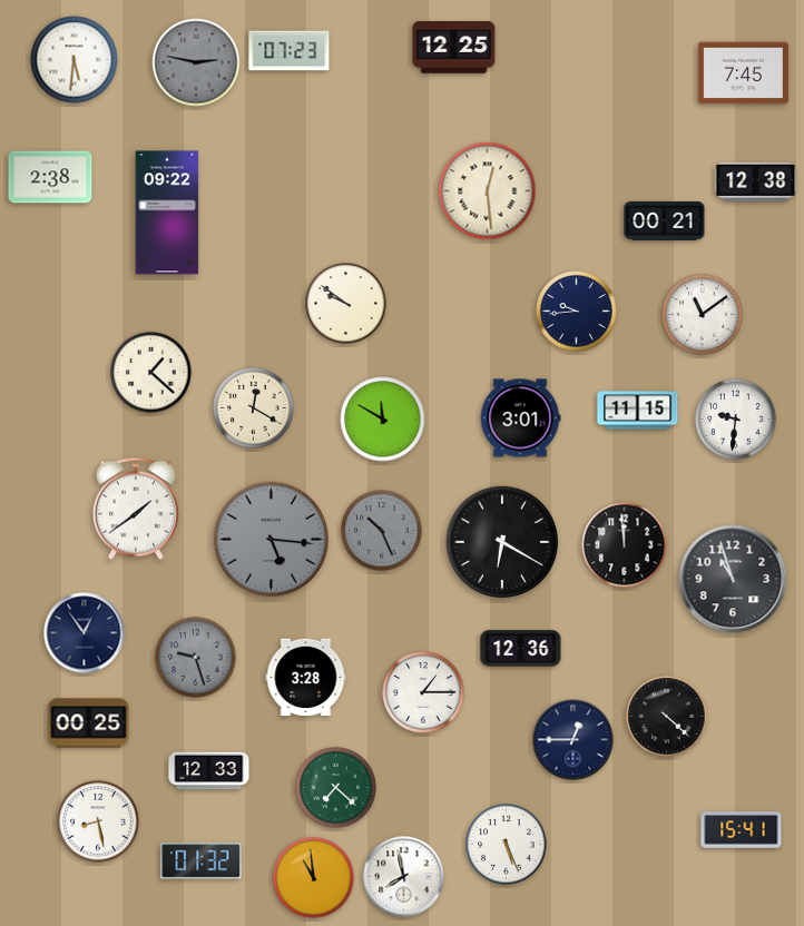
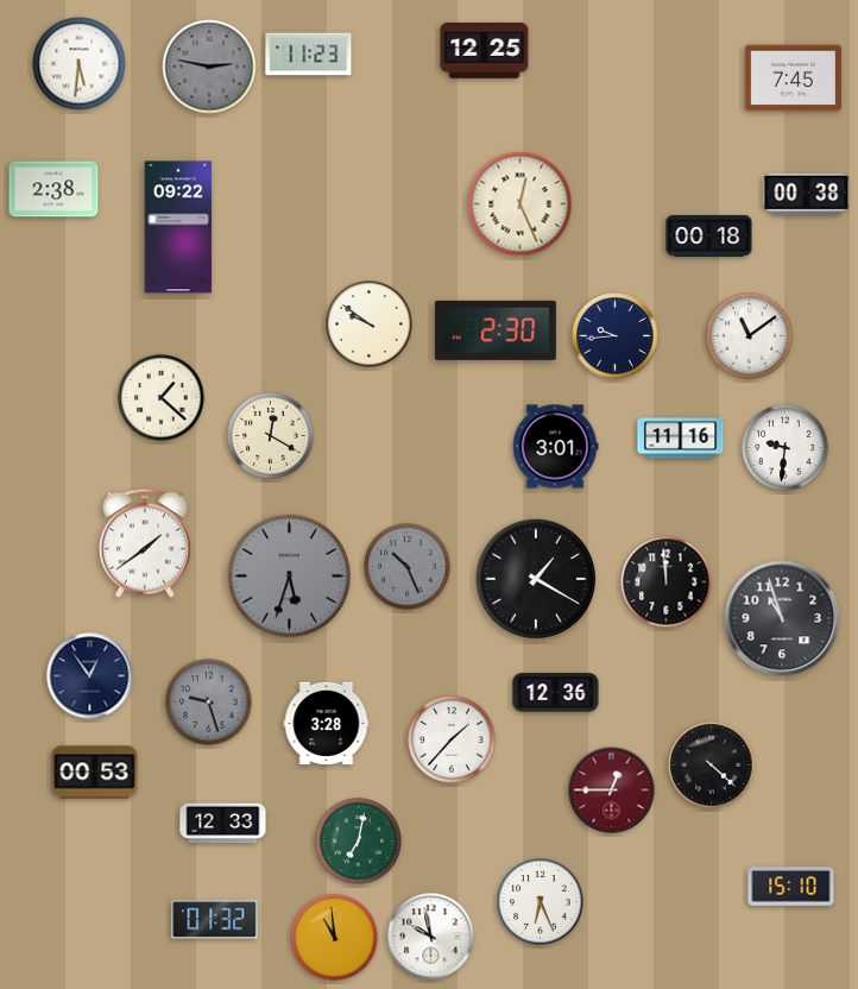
clock at (290, 51): 07:23 -> 11:23
clock at (756, 181): 12:38 -> 00:38
clock at (488, 191): 12:29 -> 12:26
clock at (665, 220): 00:21 -> 00:18
clock at (496, 330): none -> 2:30
clock at (577, 312) position: (577, 312) -> (616, 336)
clock at (638, 411): 11:15 -> 11:16
clock at (383, 420): 11:50 -> none
clock at (271, 539): 5:16 -> 5:33
clock at (502, 542): 6:20 -> 1:20
clock at (423, 692): 1:15 -> 1:37
clock at (89, 723): 00:25 -> 00:53
clock at (573, 740) dial: navy -> burgundy
clock at (336, 788): 7:22 -> 7:02
clock at (98, 821): 8:28 -> none
clock at (742, 830): 15:41 -> 15:10
clock at (507, 845): 5:26 -> 6:26
clock at (404, 877): 7:58 -> 9:58
